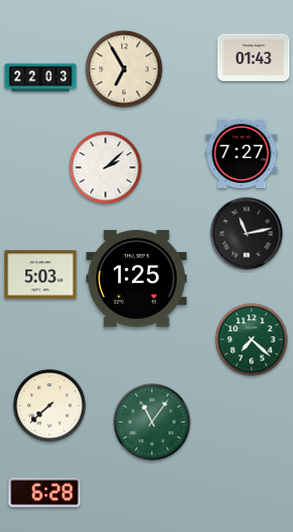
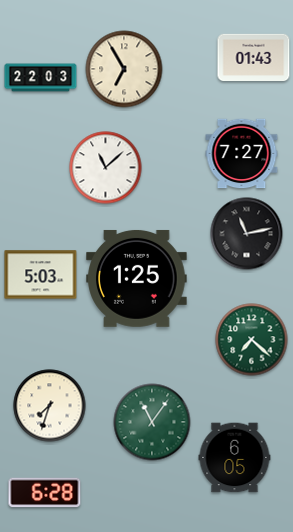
clock at (106, 168): 2:08 -> 11:08
clock at (50, 406): 7:38 -> 7:33
clock at (235, 458): none -> 6:05
